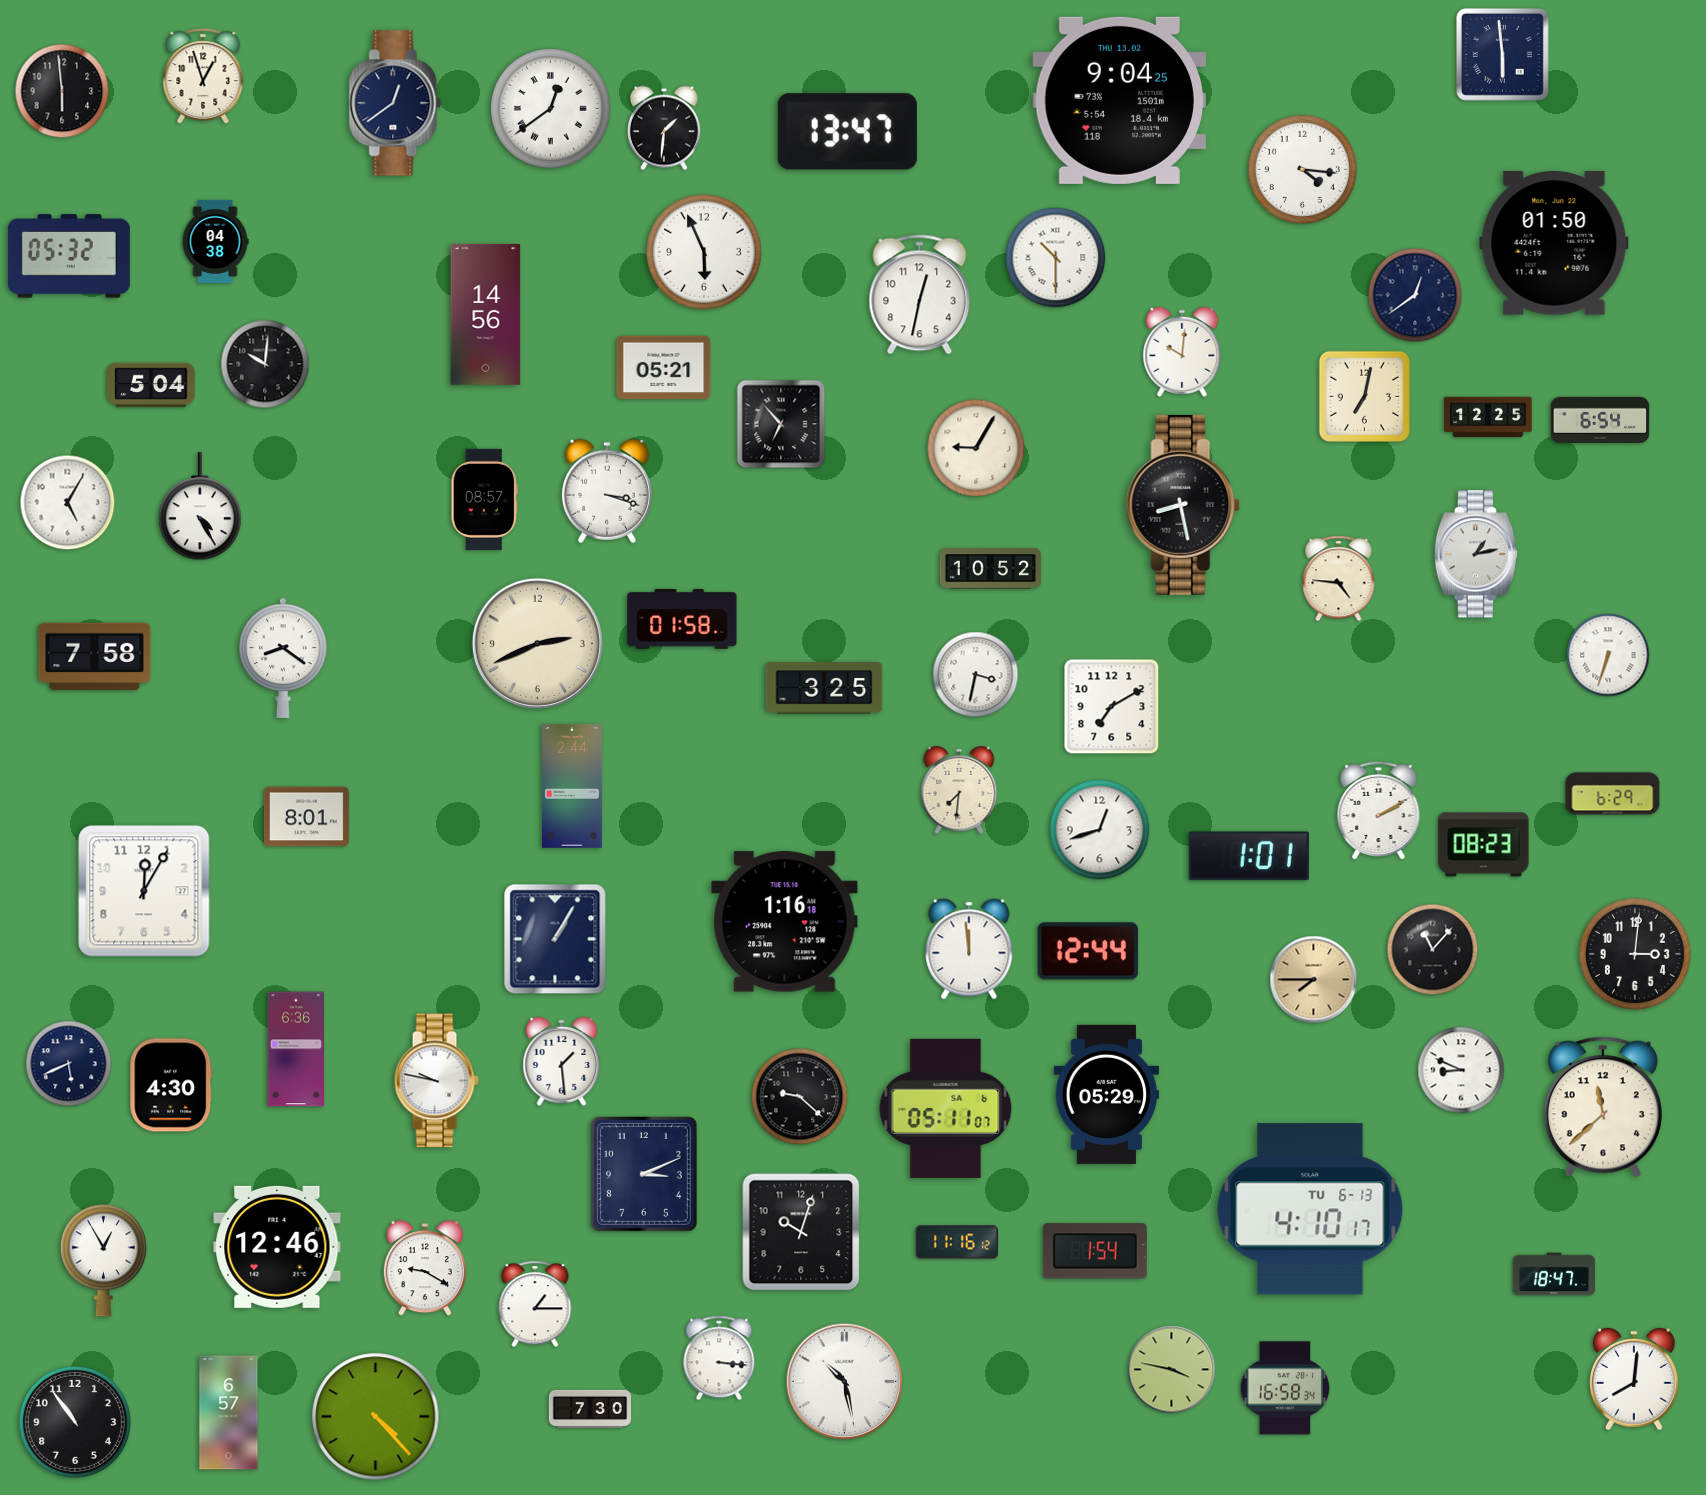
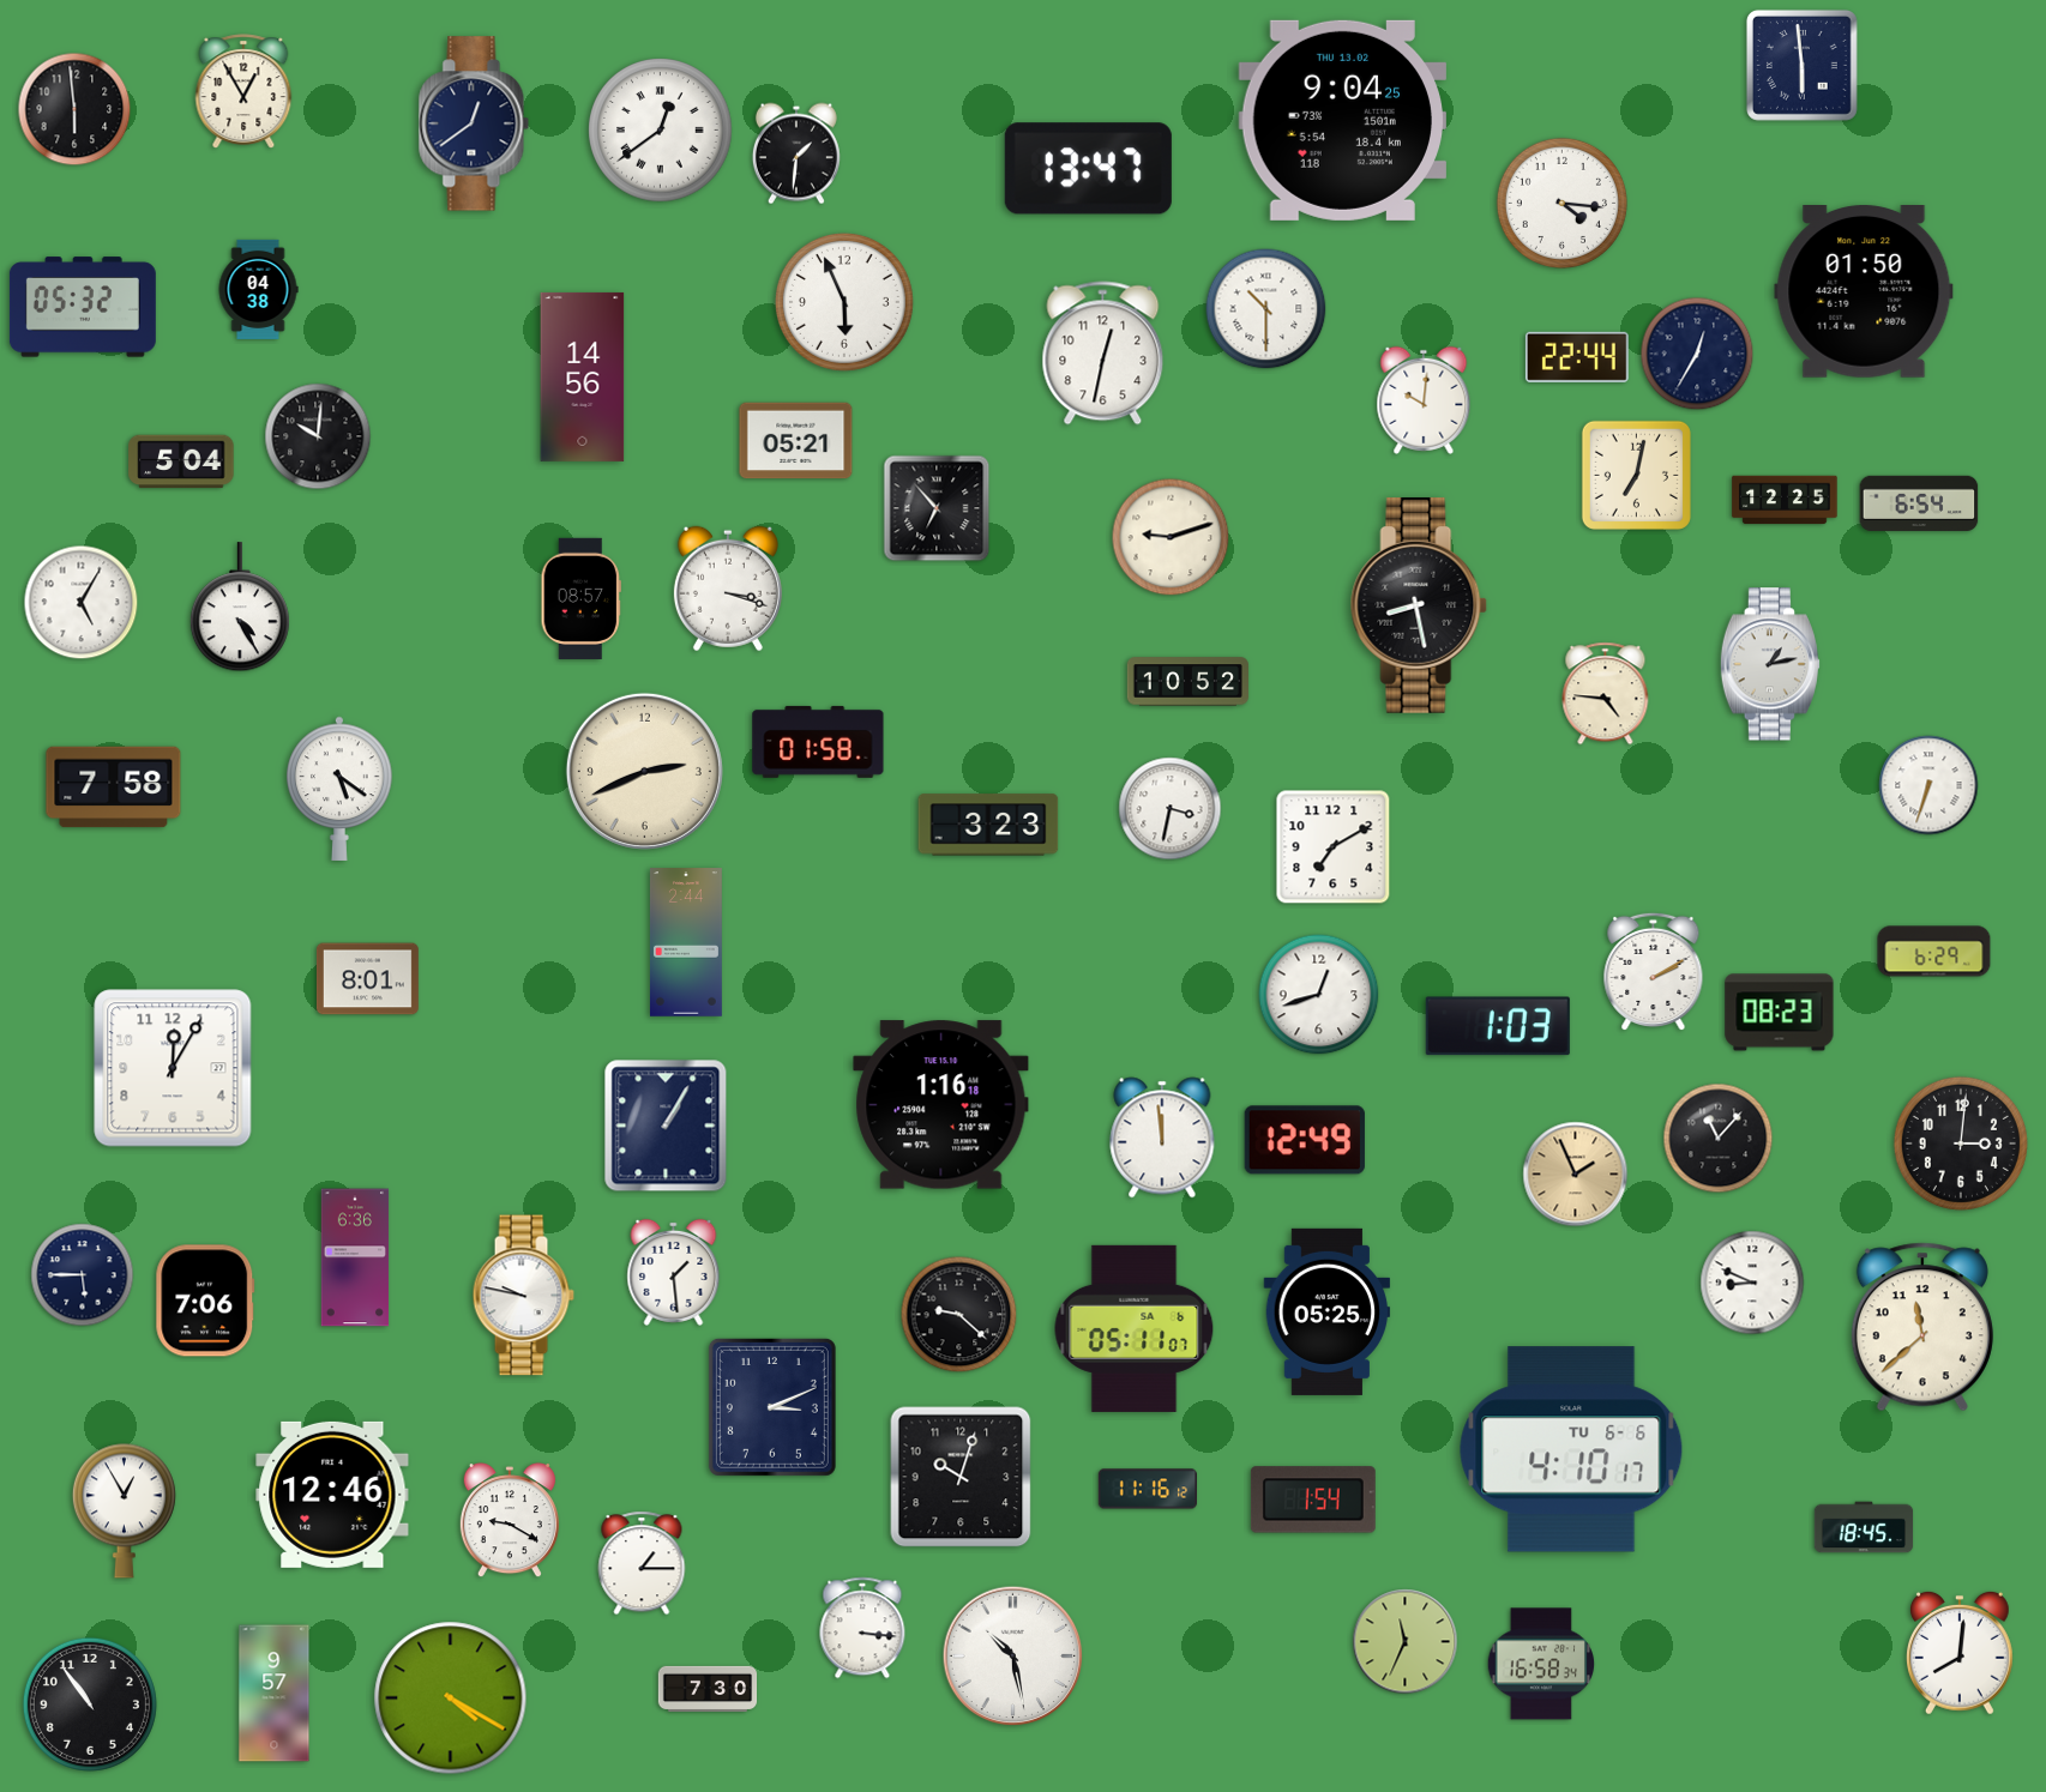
clock at (203, 76): 12:57 -> 12:55
clock at (847, 132) position: (847, 132) -> (1088, 169)
clock at (1415, 295): 12:39 -> 12:35
clock at (1577, 357): none -> 22:44
clock at (1182, 352) position: (1182, 352) -> (1424, 400)
clock at (976, 448): 9:05 -> 9:12
clock at (283, 658): 8:21 -> 5:21
clock at (824, 688): 3:25 -> 3:23
clock at (959, 790): 7:31 -> none
clock at (1249, 856): 1:01 -> 1:03
clock at (1088, 951): 12:44 -> 12:49
clock at (1314, 980): 7:45 -> 1:56
clock at (69, 1064): 5:41 -> 5:45
clock at (171, 1085): 4:30 -> 7:06
clock at (1107, 1094): 05:29 -> 05:25
clock at (1310, 1209) date: TU 6-13 -> TU 6-6
clock at (1554, 1274): 18:47 -> 18:45
clock at (1172, 1370): 3:47 -> 11:34
clock at (229, 1413): 6:57 -> 9:57
clock at (376, 1417): 4:23 -> 4:20
